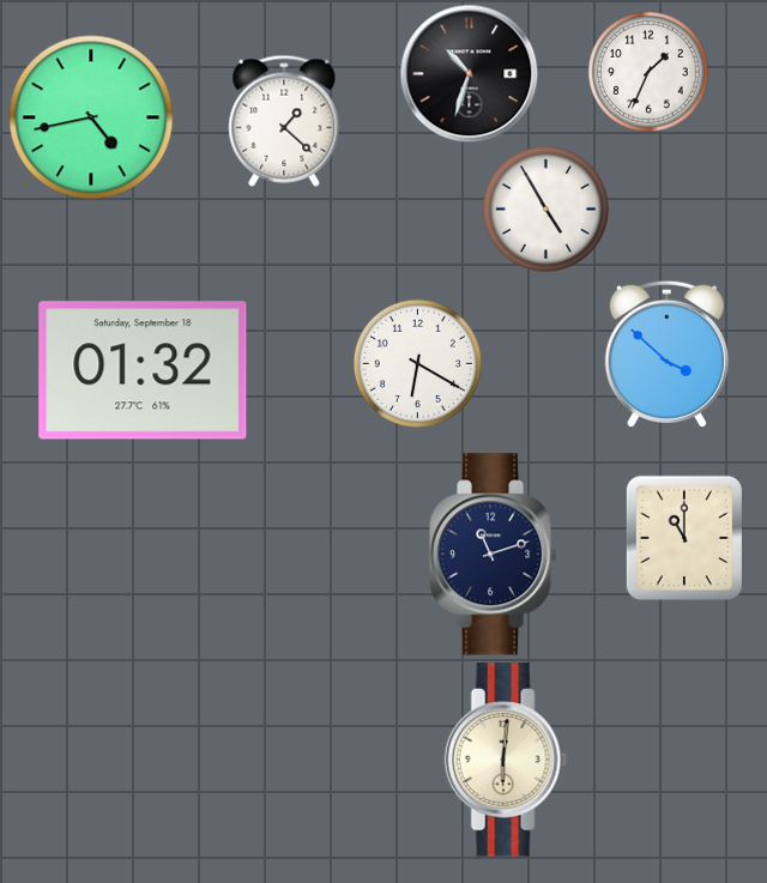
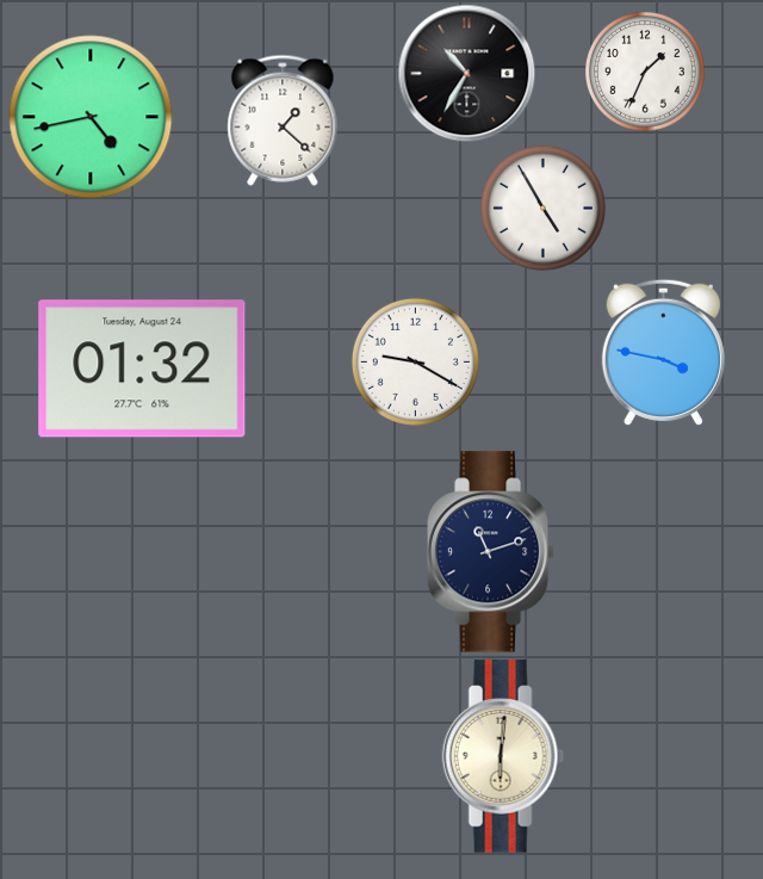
clock at (469, 73): 10:33 -> 10:35
clock at (666, 353): 3:52 -> 3:47
clock at (417, 363): 6:20 -> 9:20
clock at (143, 370) date: Saturday, September 18 -> Tuesday, August 24
clock at (684, 538): 11:00 -> none
